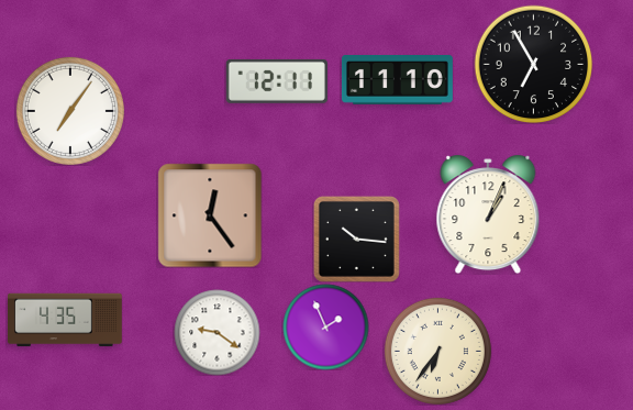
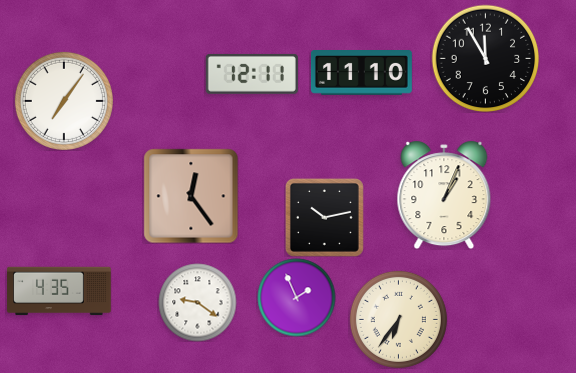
clock at (533, 64): 6:55 -> 11:55
clock at (356, 239): 10:16 -> 10:13
